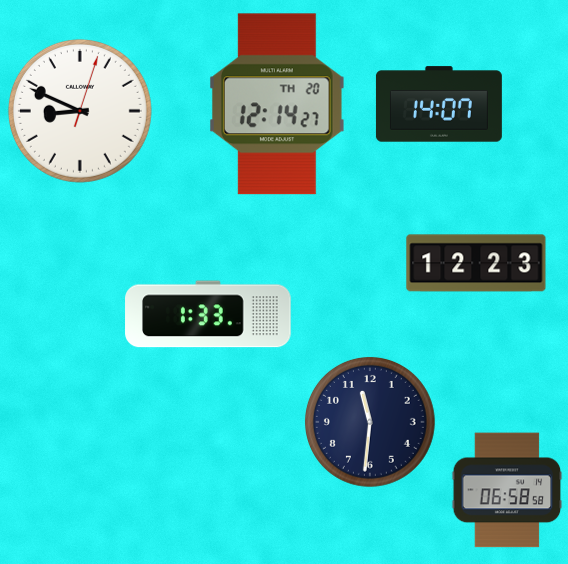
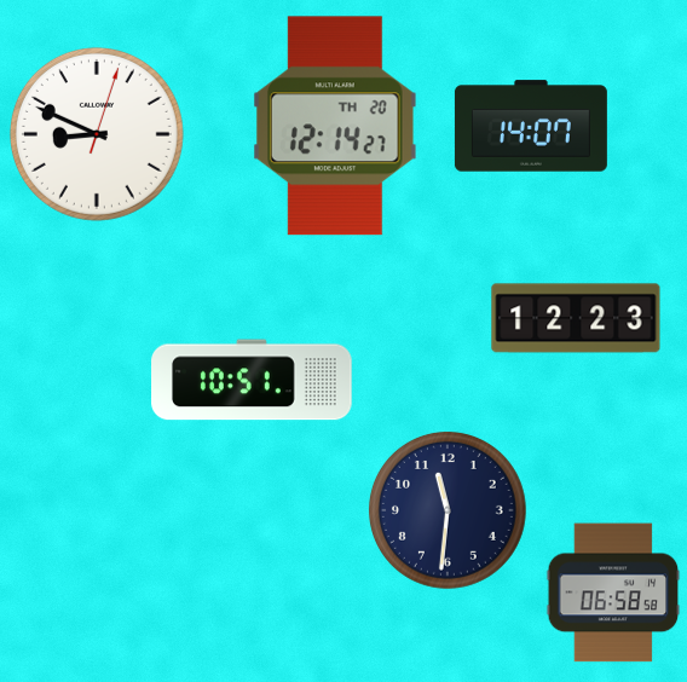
clock at (208, 314): 1:33 -> 10:51
